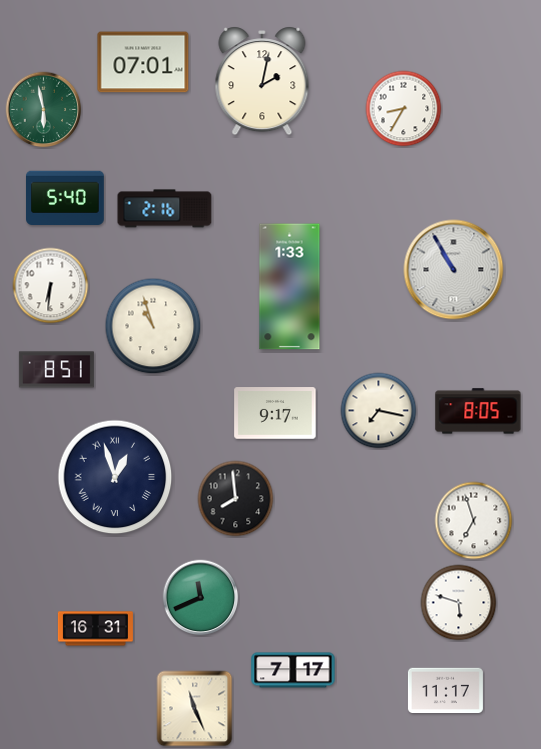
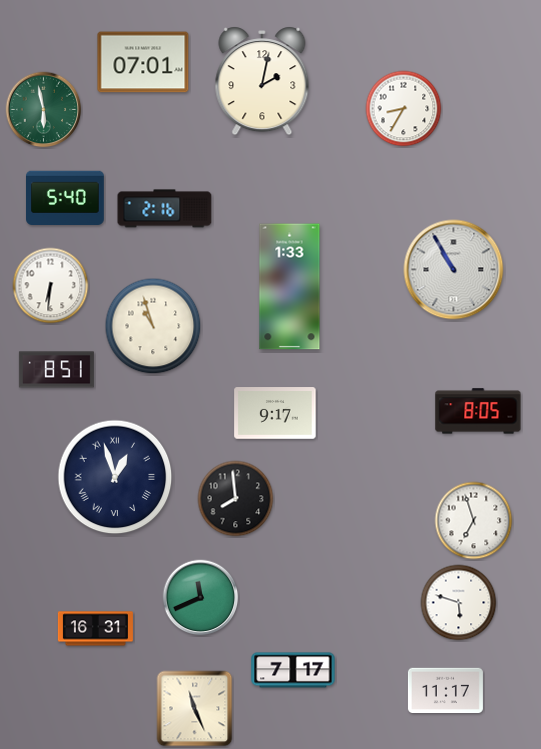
clock at (379, 411): 7:17 -> none
